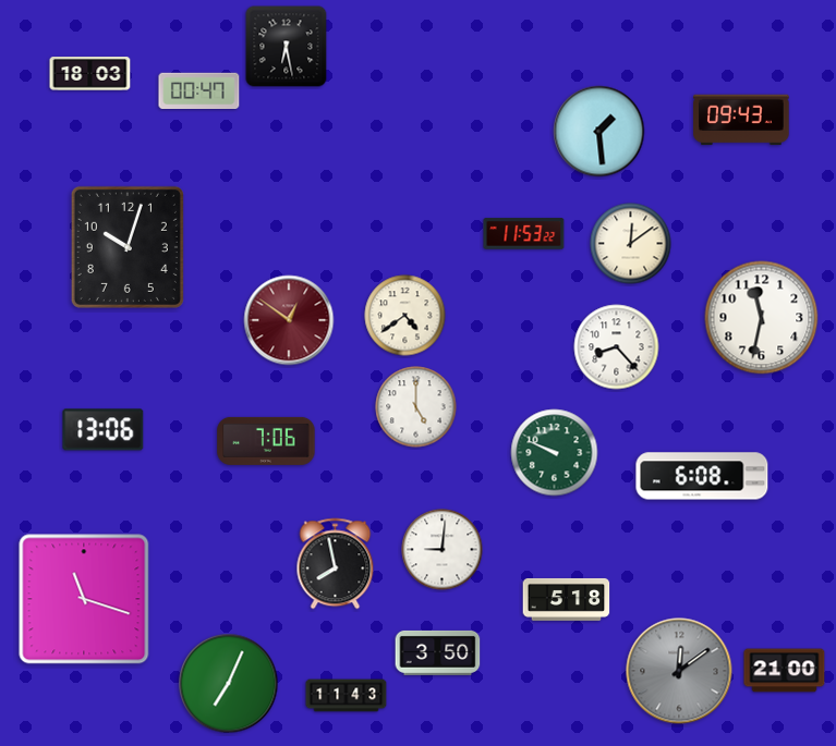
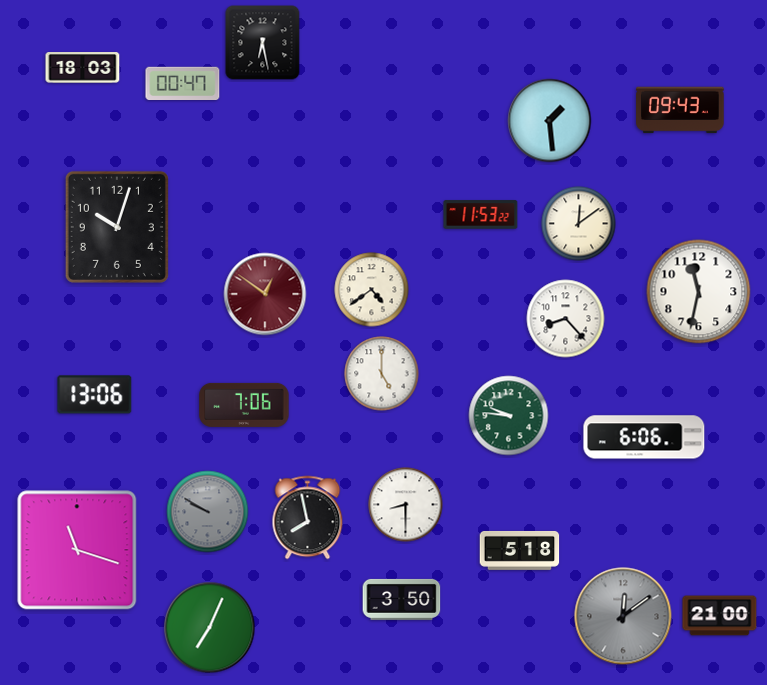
clock at (555, 453): 9:49 -> 9:46
clock at (702, 476): 6:08 -> 6:06
clock at (443, 550): 9:01 -> 8:30
clock at (208, 512): none -> 9:50
clock at (347, 696): 11:43 -> none
